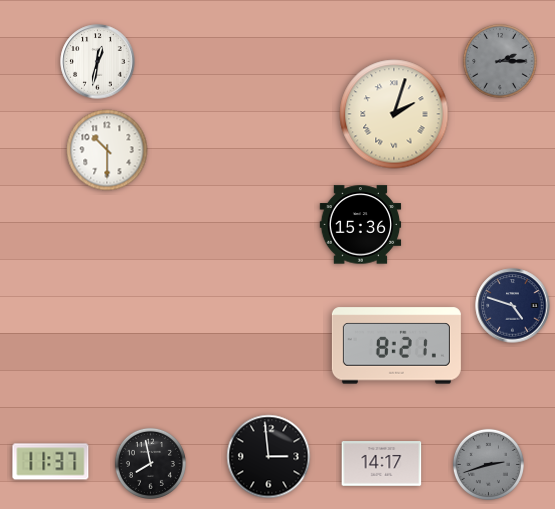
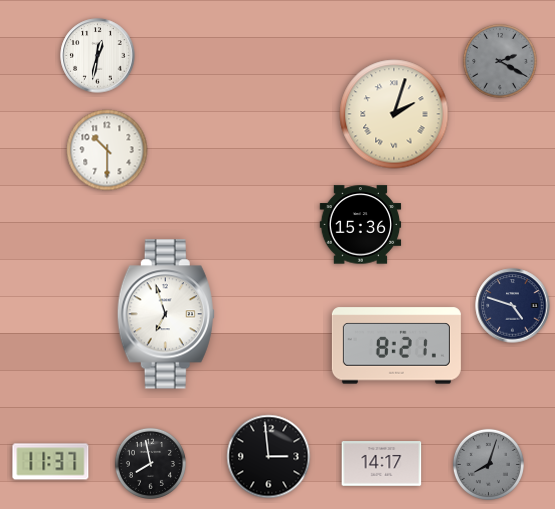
clock at (500, 61): 2:15 -> 2:20
clock at (98, 62) position: (98, 62) -> (98, 56)
clock at (166, 314): none -> 6:57
clock at (488, 464): 2:42 -> 8:03
